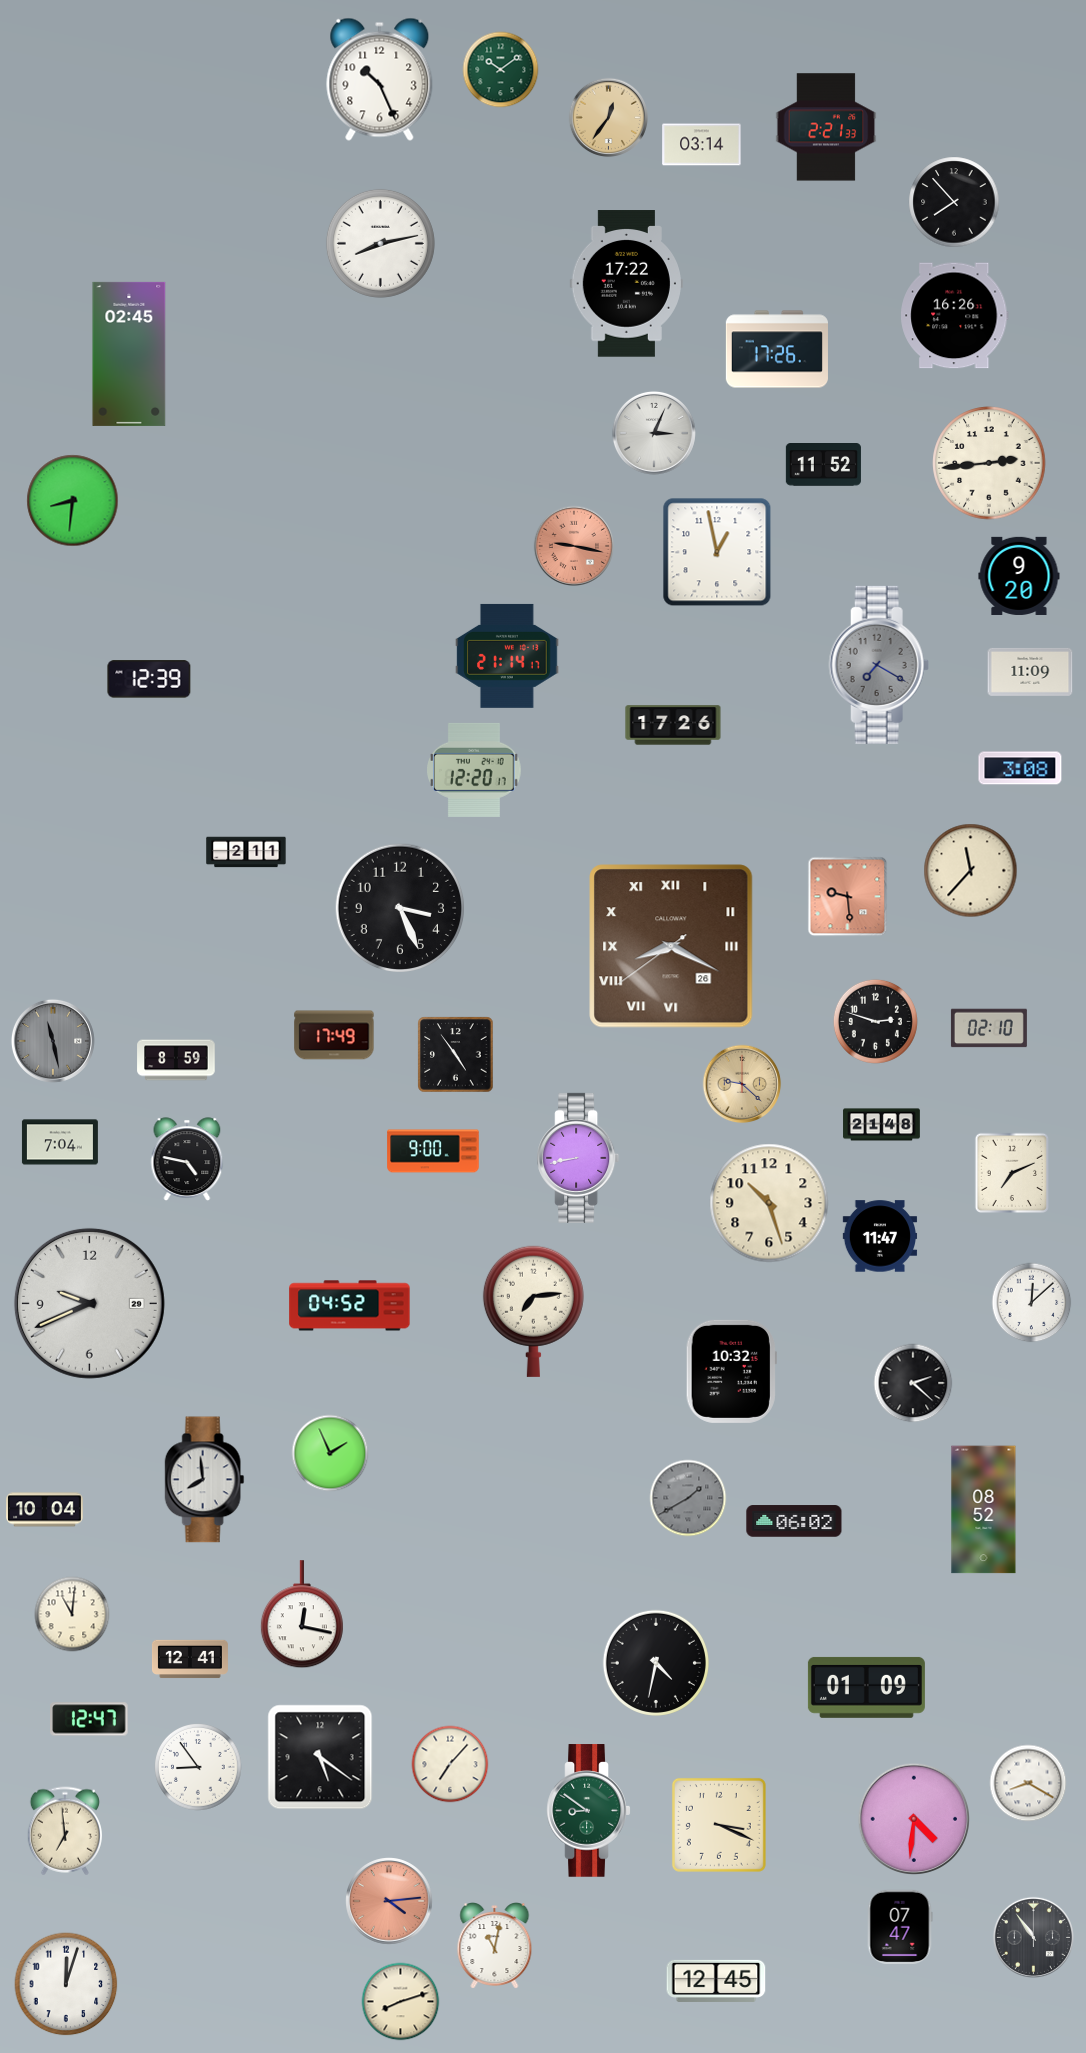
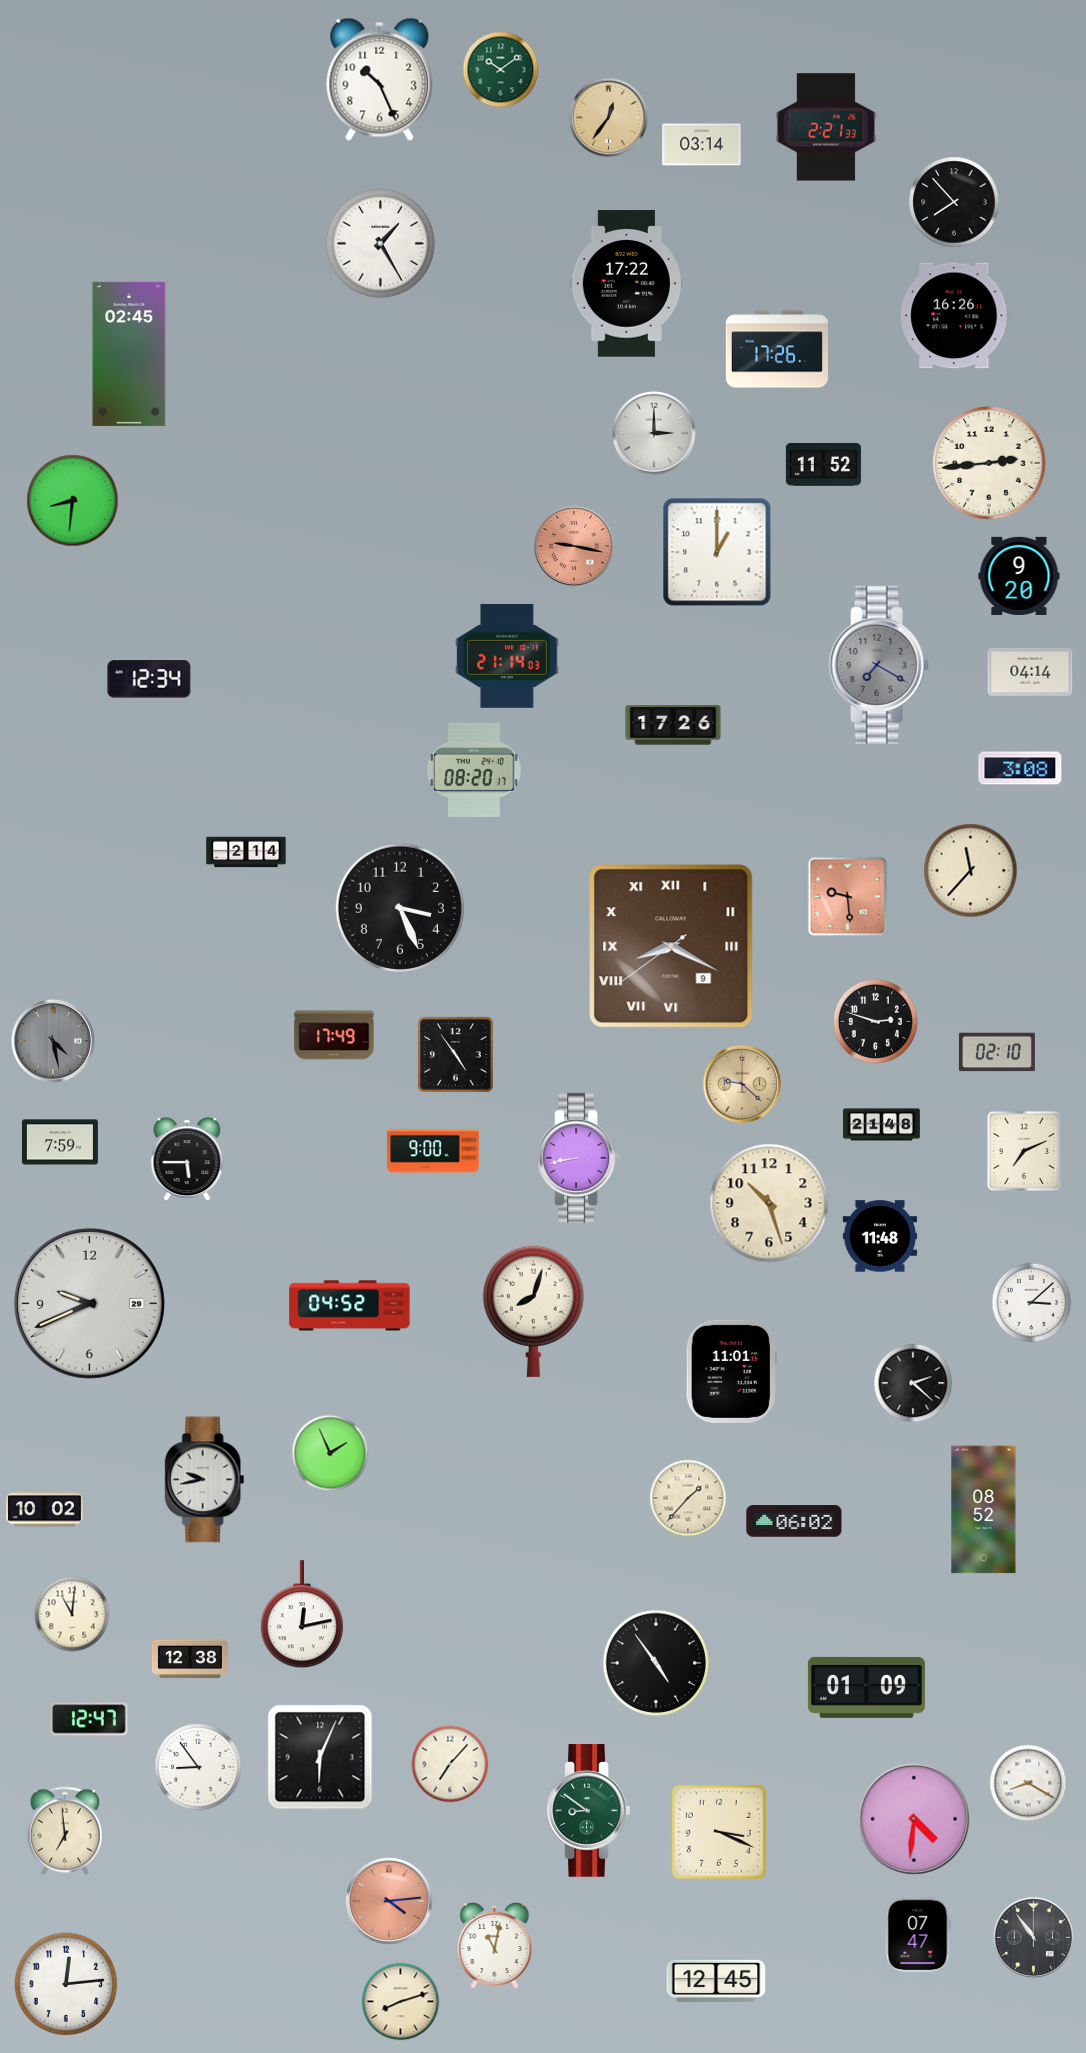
clock at (380, 243): 8:13 -> 1:25
clock at (654, 433): 3:04 -> 3:00
clock at (717, 552): 12:58 -> 1:00
clock at (507, 656): 21:14:17 -> 21:14:03
clock at (1030, 672): 11:09 -> 04:14
clock at (149, 679): 12:39 -> 12:34
clock at (475, 770): 12:20 -> 08:20
clock at (246, 852): 2:11 -> 2:14
clock at (671, 946) date: 26 -> 9
clock at (989, 1028) position: (989, 1028) -> (997, 1052)
clock at (53, 1041): 11:28 -> 4:28
clock at (176, 1060): 8:59 -> none
clock at (60, 1142): 7:04 -> 7:59
clock at (187, 1159): 4:47 -> 5:45
clock at (1011, 1172) position: (1011, 1172) -> (1023, 1150)
clock at (880, 1236): 11:47 -> 11:48
clock at (1032, 1303): 12:08 -> 3:08
clock at (533, 1311): 7:14 -> 8:03
clock at (731, 1371): 10:32 -> 11:01
clock at (205, 1480): 7:59 -> 9:43
clock at (688, 1498): 1:40 -> 1:37
clock at (688, 1498) dial: grey -> cream
clock at (45, 1510): 10:04 -> 10:02
clock at (302, 1615): 12:17 -> 12:13
clock at (190, 1659): 12:41 -> 12:38
clock at (656, 1663): 4:32 -> 4:54
clock at (320, 1757): 5:21 -> 6:04
clock at (719, 1825) position: (719, 1825) -> (719, 1832)
clock at (900, 1926) position: (900, 1926) -> (918, 1934)
clock at (66, 1984): 12:03 -> 12:14
